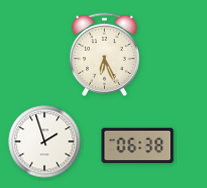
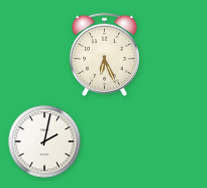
clock at (45, 142): 1:57 -> 2:02
clock at (138, 146): 06:38 -> none
